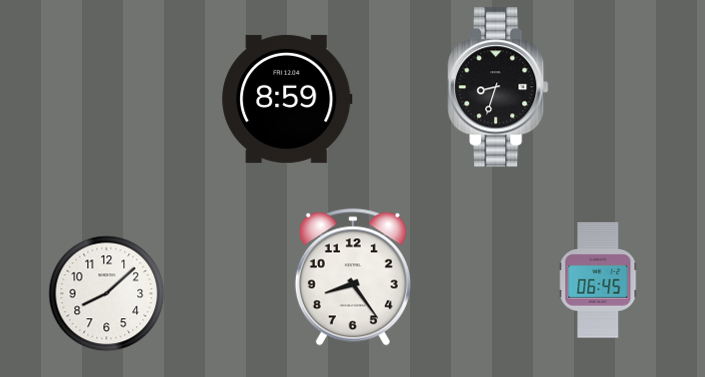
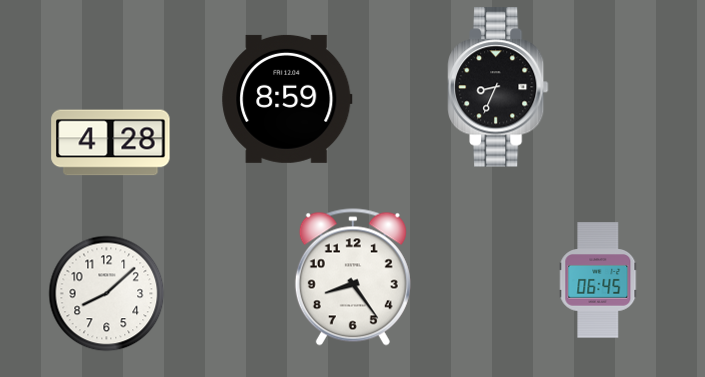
clock at (499, 87): 8:33 -> 8:34
clock at (111, 143): none -> 4:28
